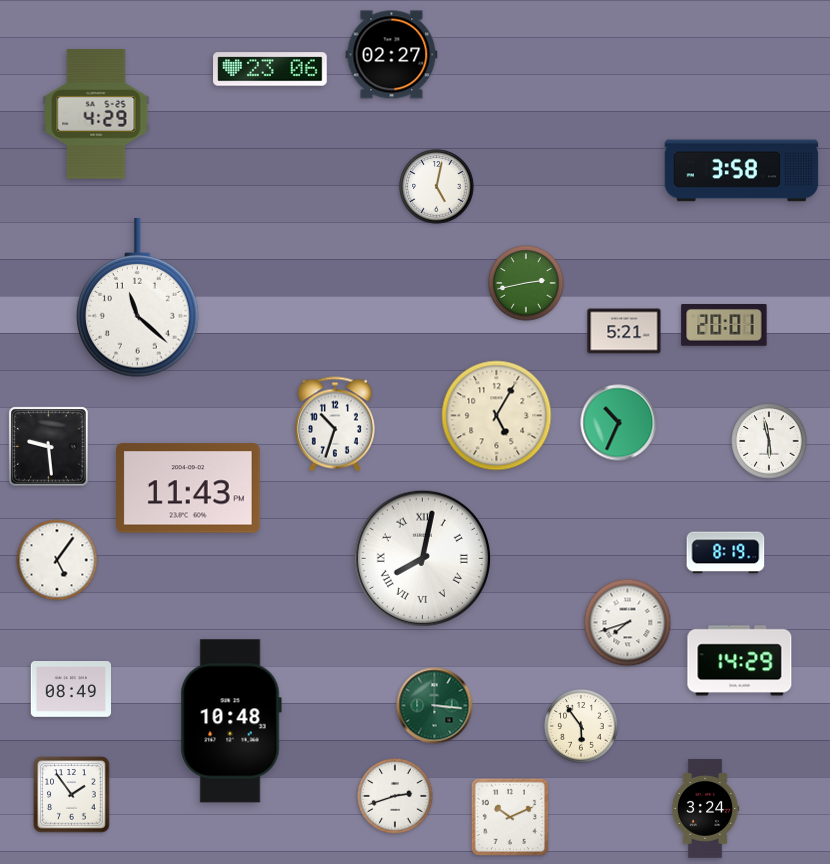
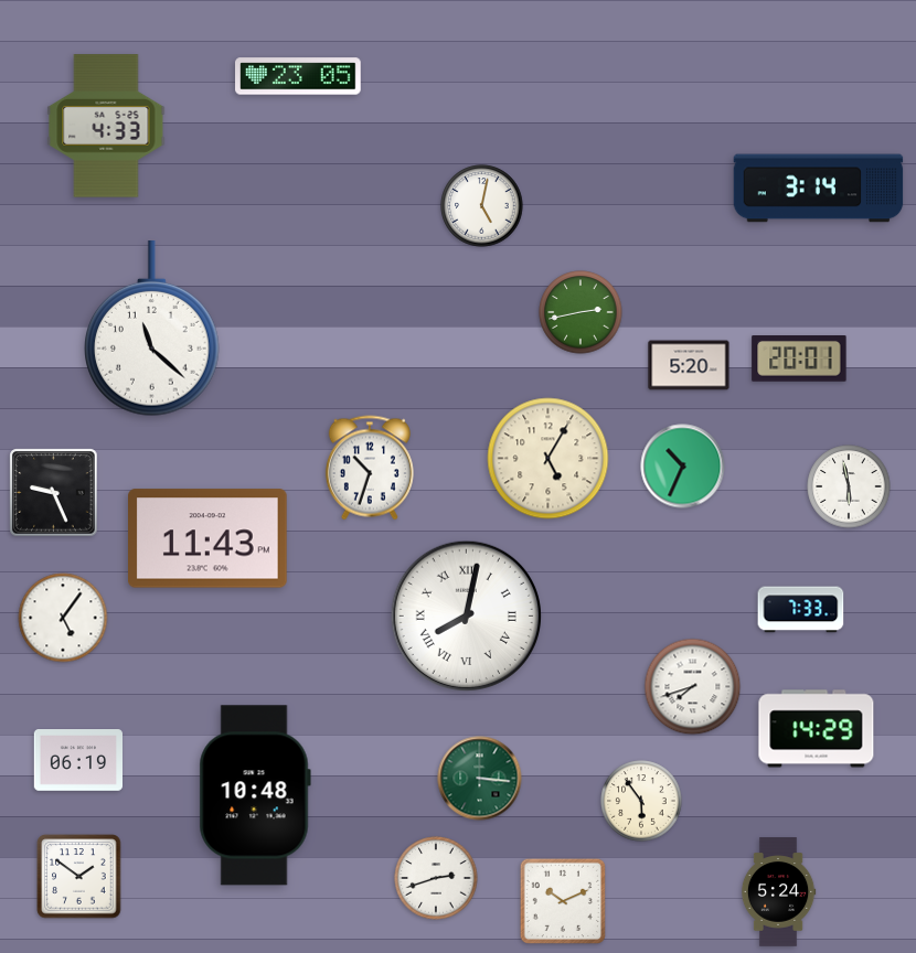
clock at (392, 55): 02:27 -> none
clock at (270, 69): 23:06 -> 23:05
clock at (96, 114): 4:29 -> 4:33
clock at (742, 171): 3:58 -> 3:14
clock at (624, 331): 5:21 -> 5:20
clock at (49, 447): 9:29 -> 9:26
clock at (726, 553): 8:19 -> 7:33
clock at (71, 690): 08:49 -> 06:19
clock at (72, 795): 1:54 -> 1:51
clock at (705, 809): 3:24 -> 5:24
